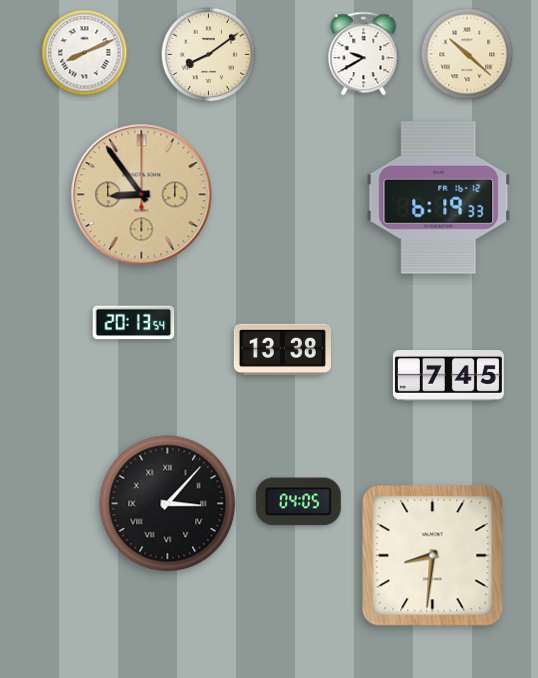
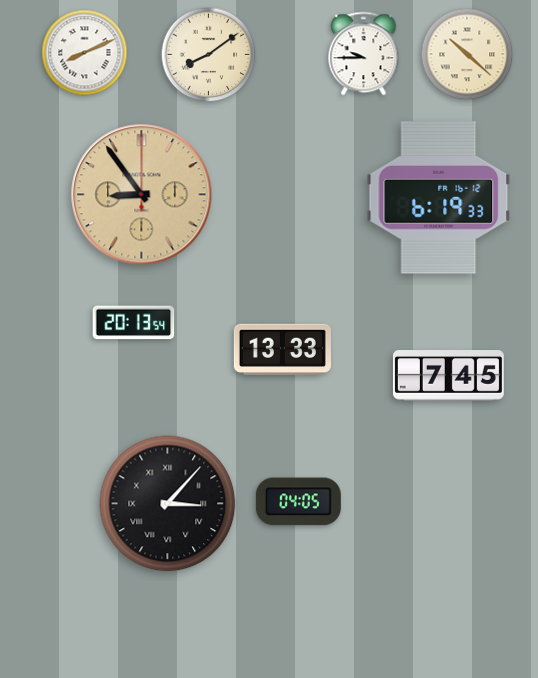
clock at (364, 54): 9:40 -> 9:45
clock at (282, 349): 13:38 -> 13:33
clock at (433, 556): 8:31 -> none
